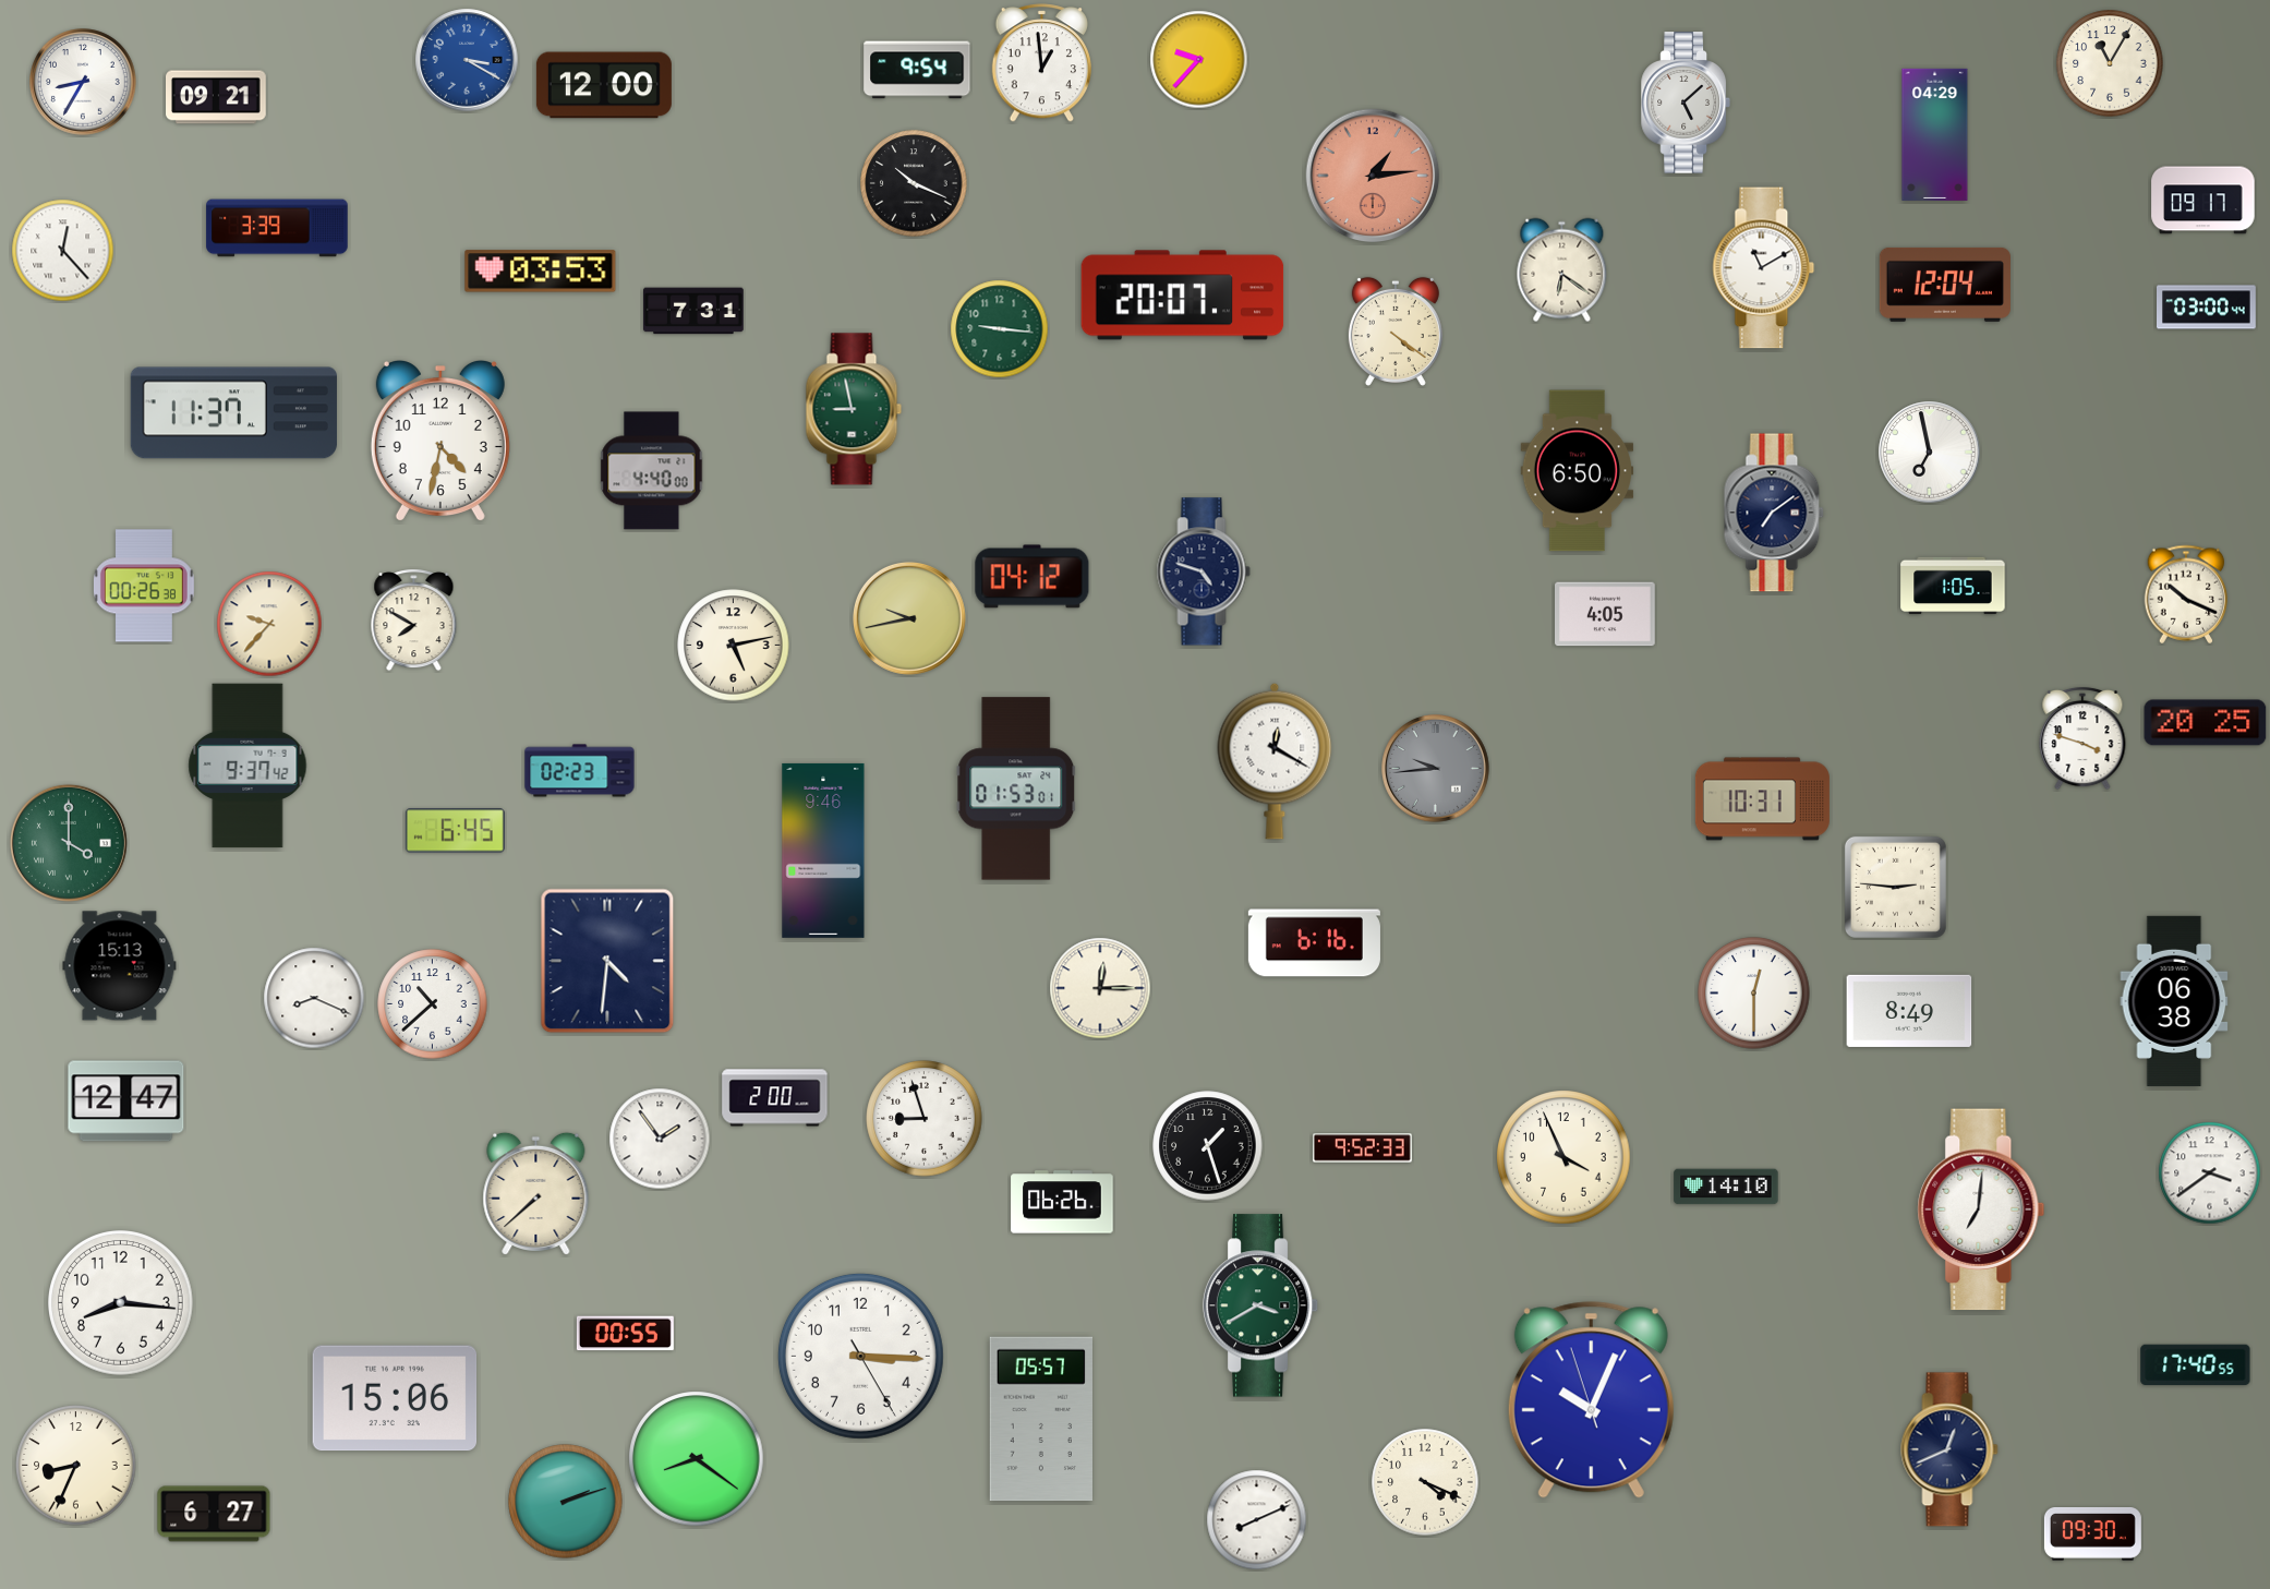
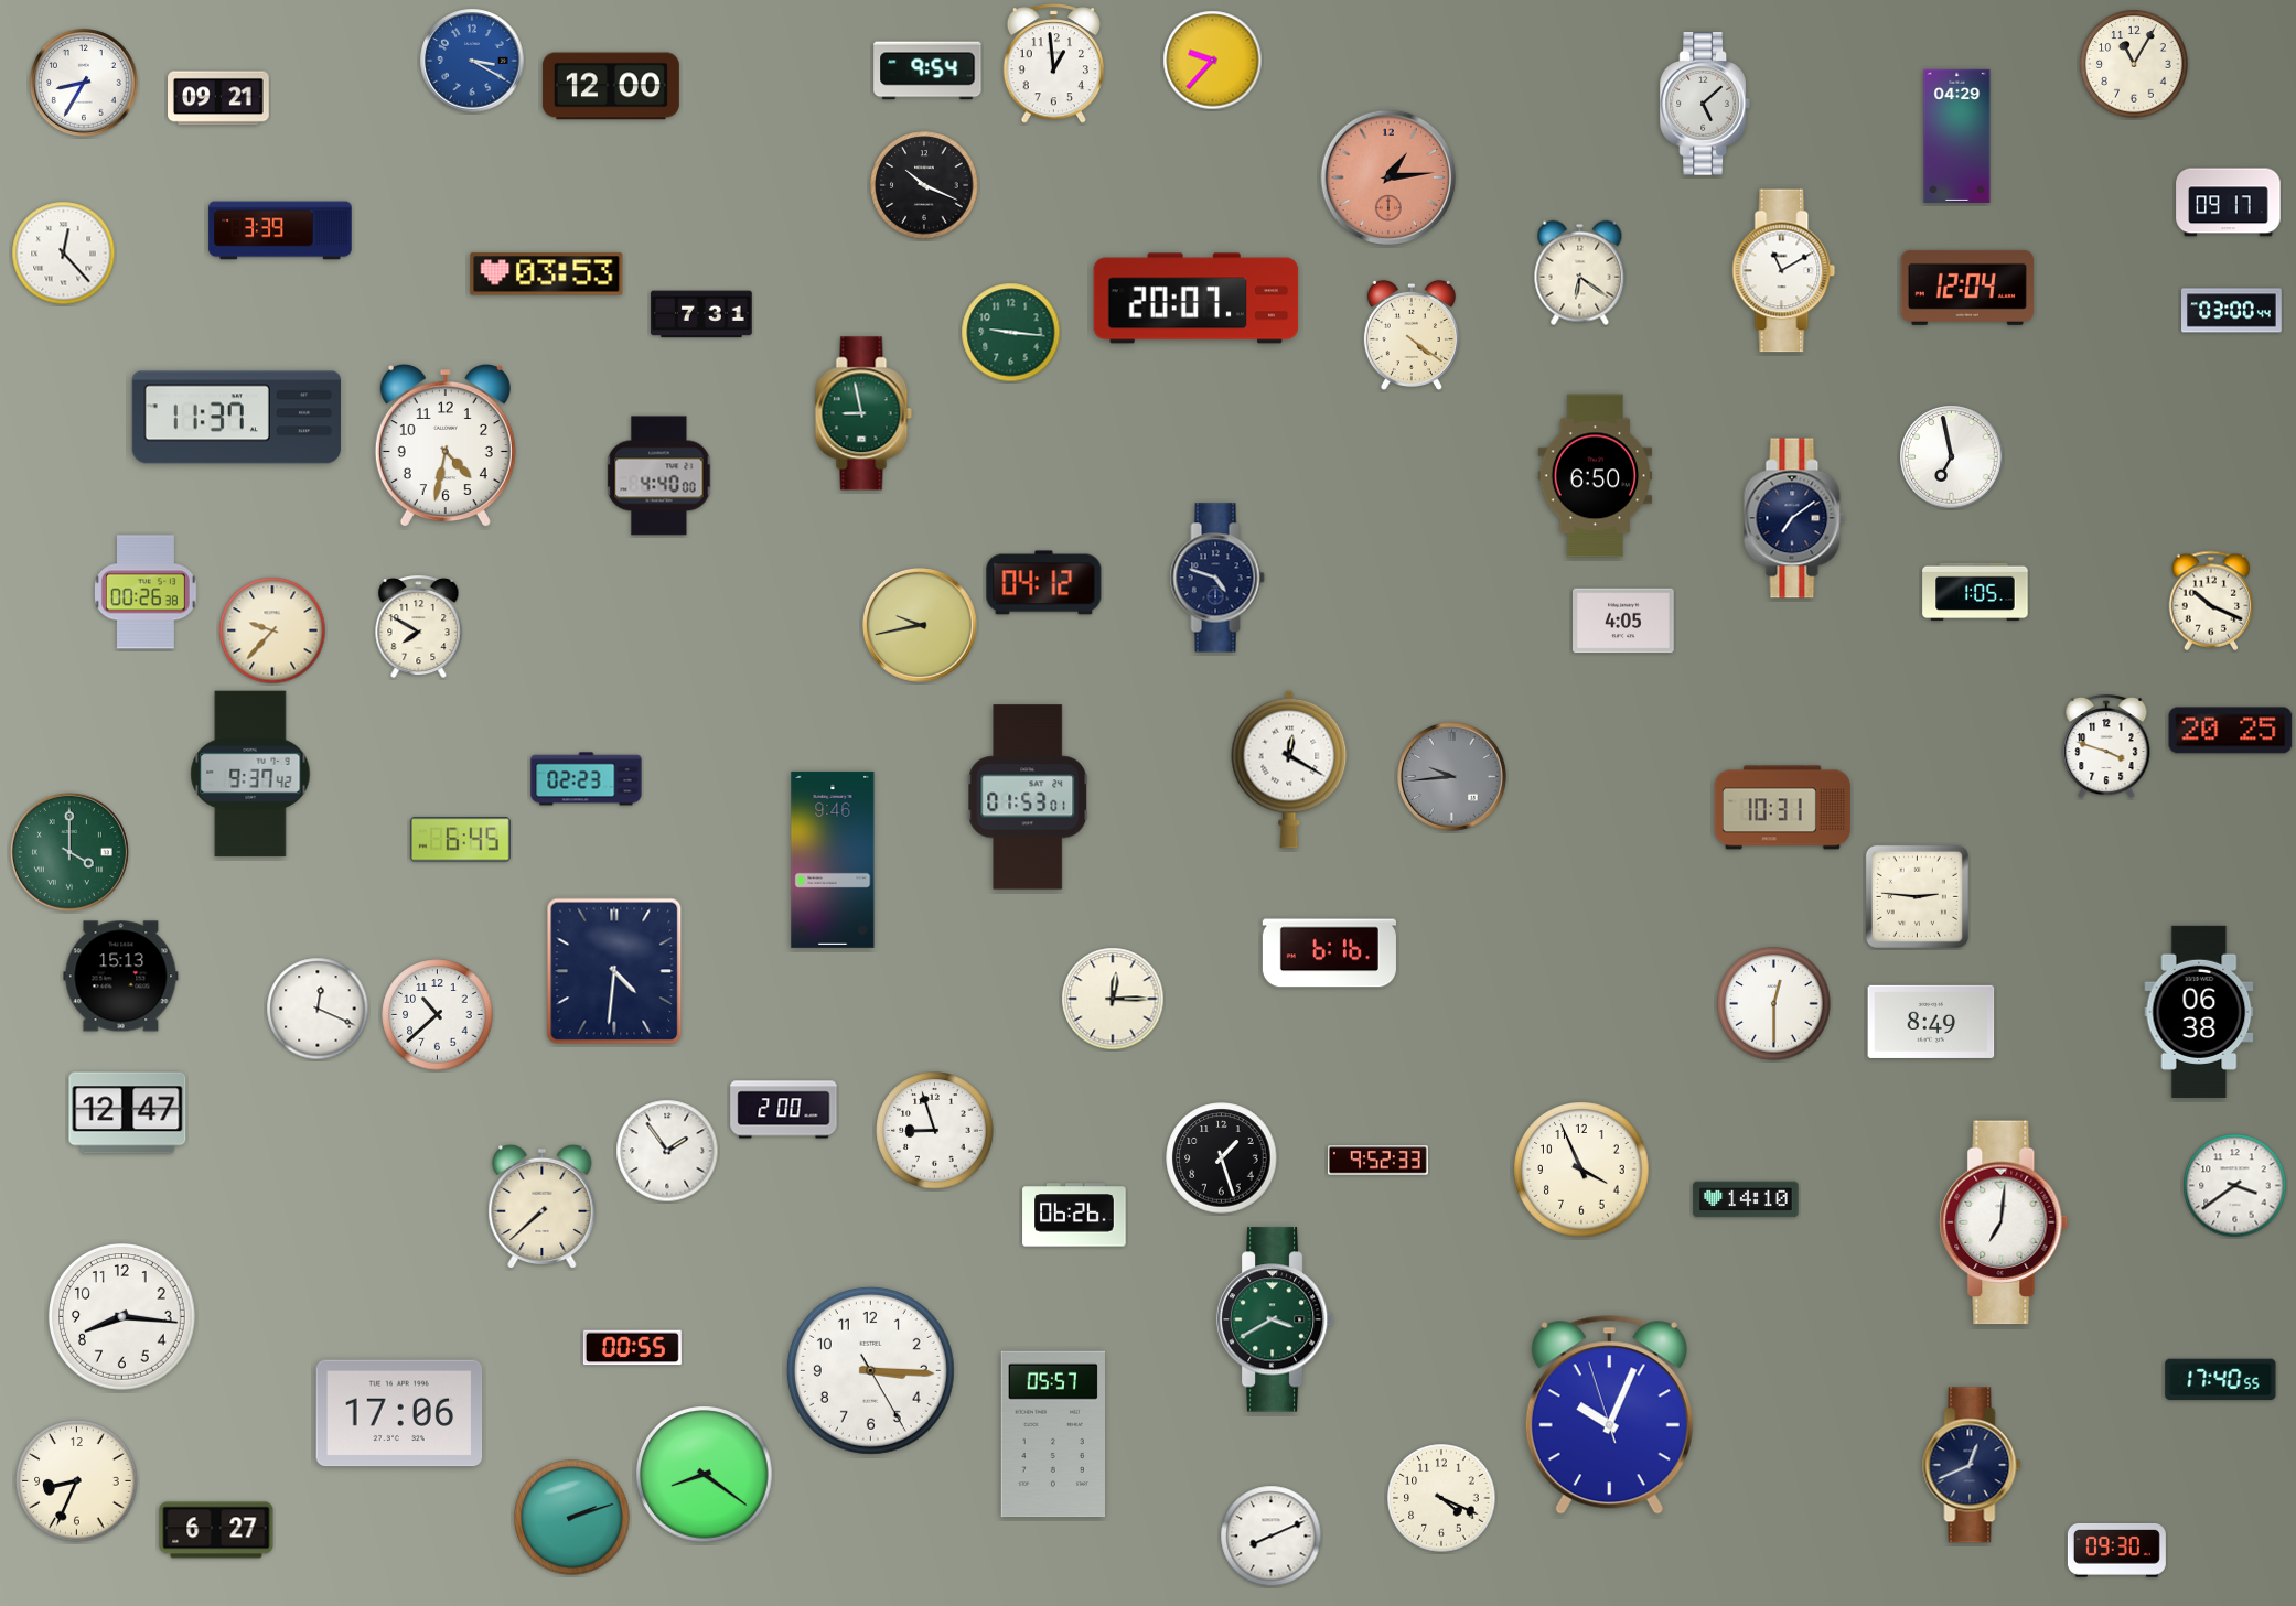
clock at (734, 646): 5:13 -> none
clock at (314, 998): 8:19 -> 12:19
clock at (395, 1398): 15:06 -> 17:06
